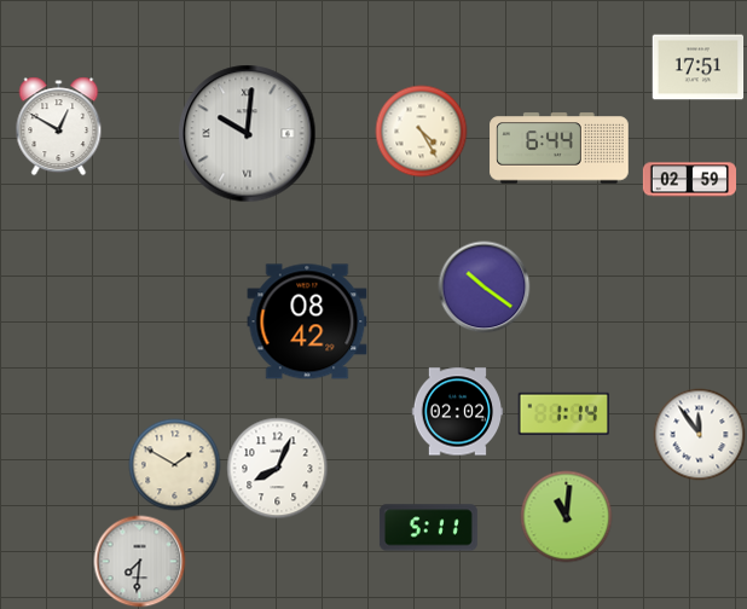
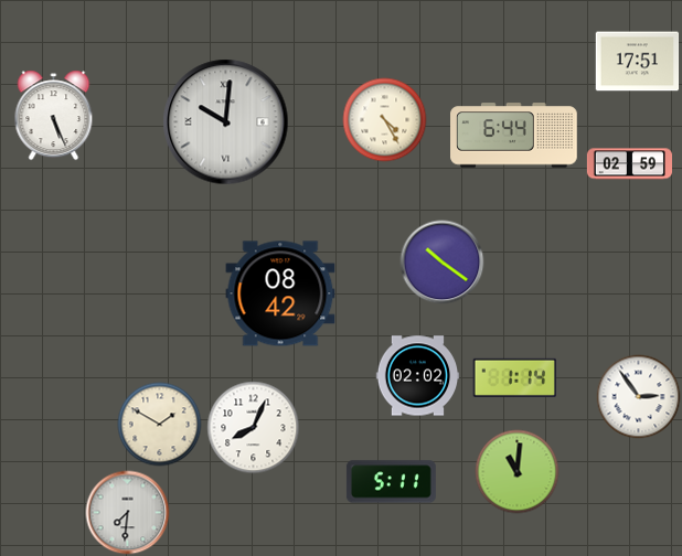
clock at (59, 127): 12:50 -> 5:26
clock at (560, 149) position: (560, 149) -> (514, 136)
clock at (700, 435): 11:54 -> 2:54
